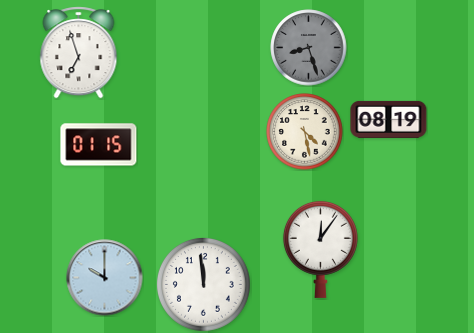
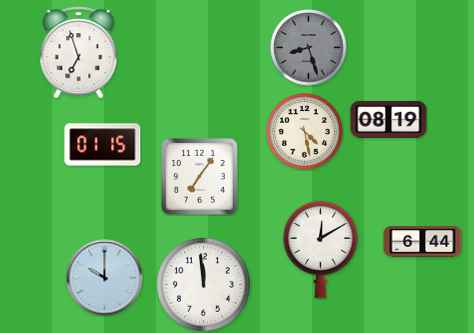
clock at (99, 145) position: (99, 145) -> (103, 145)
clock at (200, 177): none -> 7:06
clock at (423, 242): none -> 6:44
clock at (320, 249): 12:06 -> 12:10
